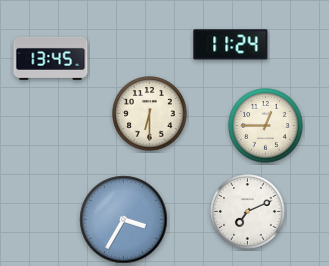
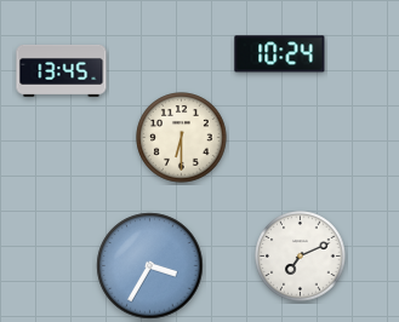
clock at (231, 45): 11:24 -> 10:24
clock at (266, 126): 12:45 -> none
